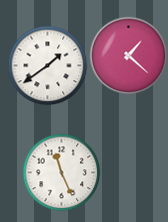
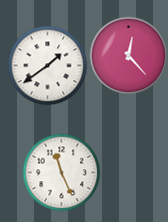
clock at (128, 55): 1:22 -> 12:23
